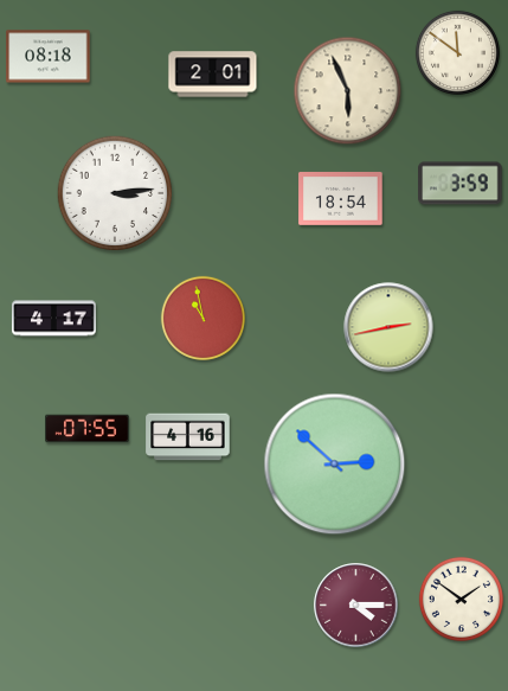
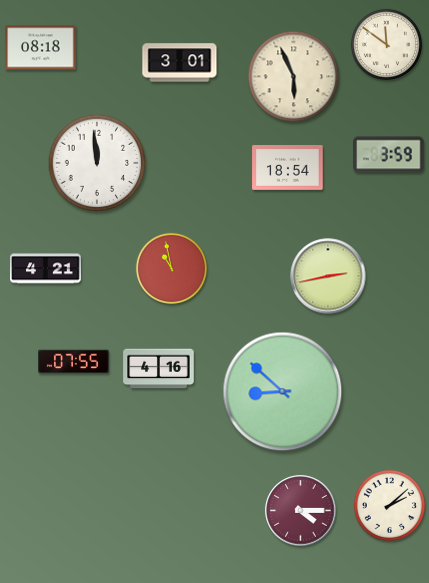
clock at (213, 75): 2:01 -> 3:01
clock at (115, 193): 3:14 -> 11:59
clock at (54, 319): 4:17 -> 4:21
clock at (335, 465): 2:52 -> 8:52
clock at (461, 599): 1:51 -> 2:08
